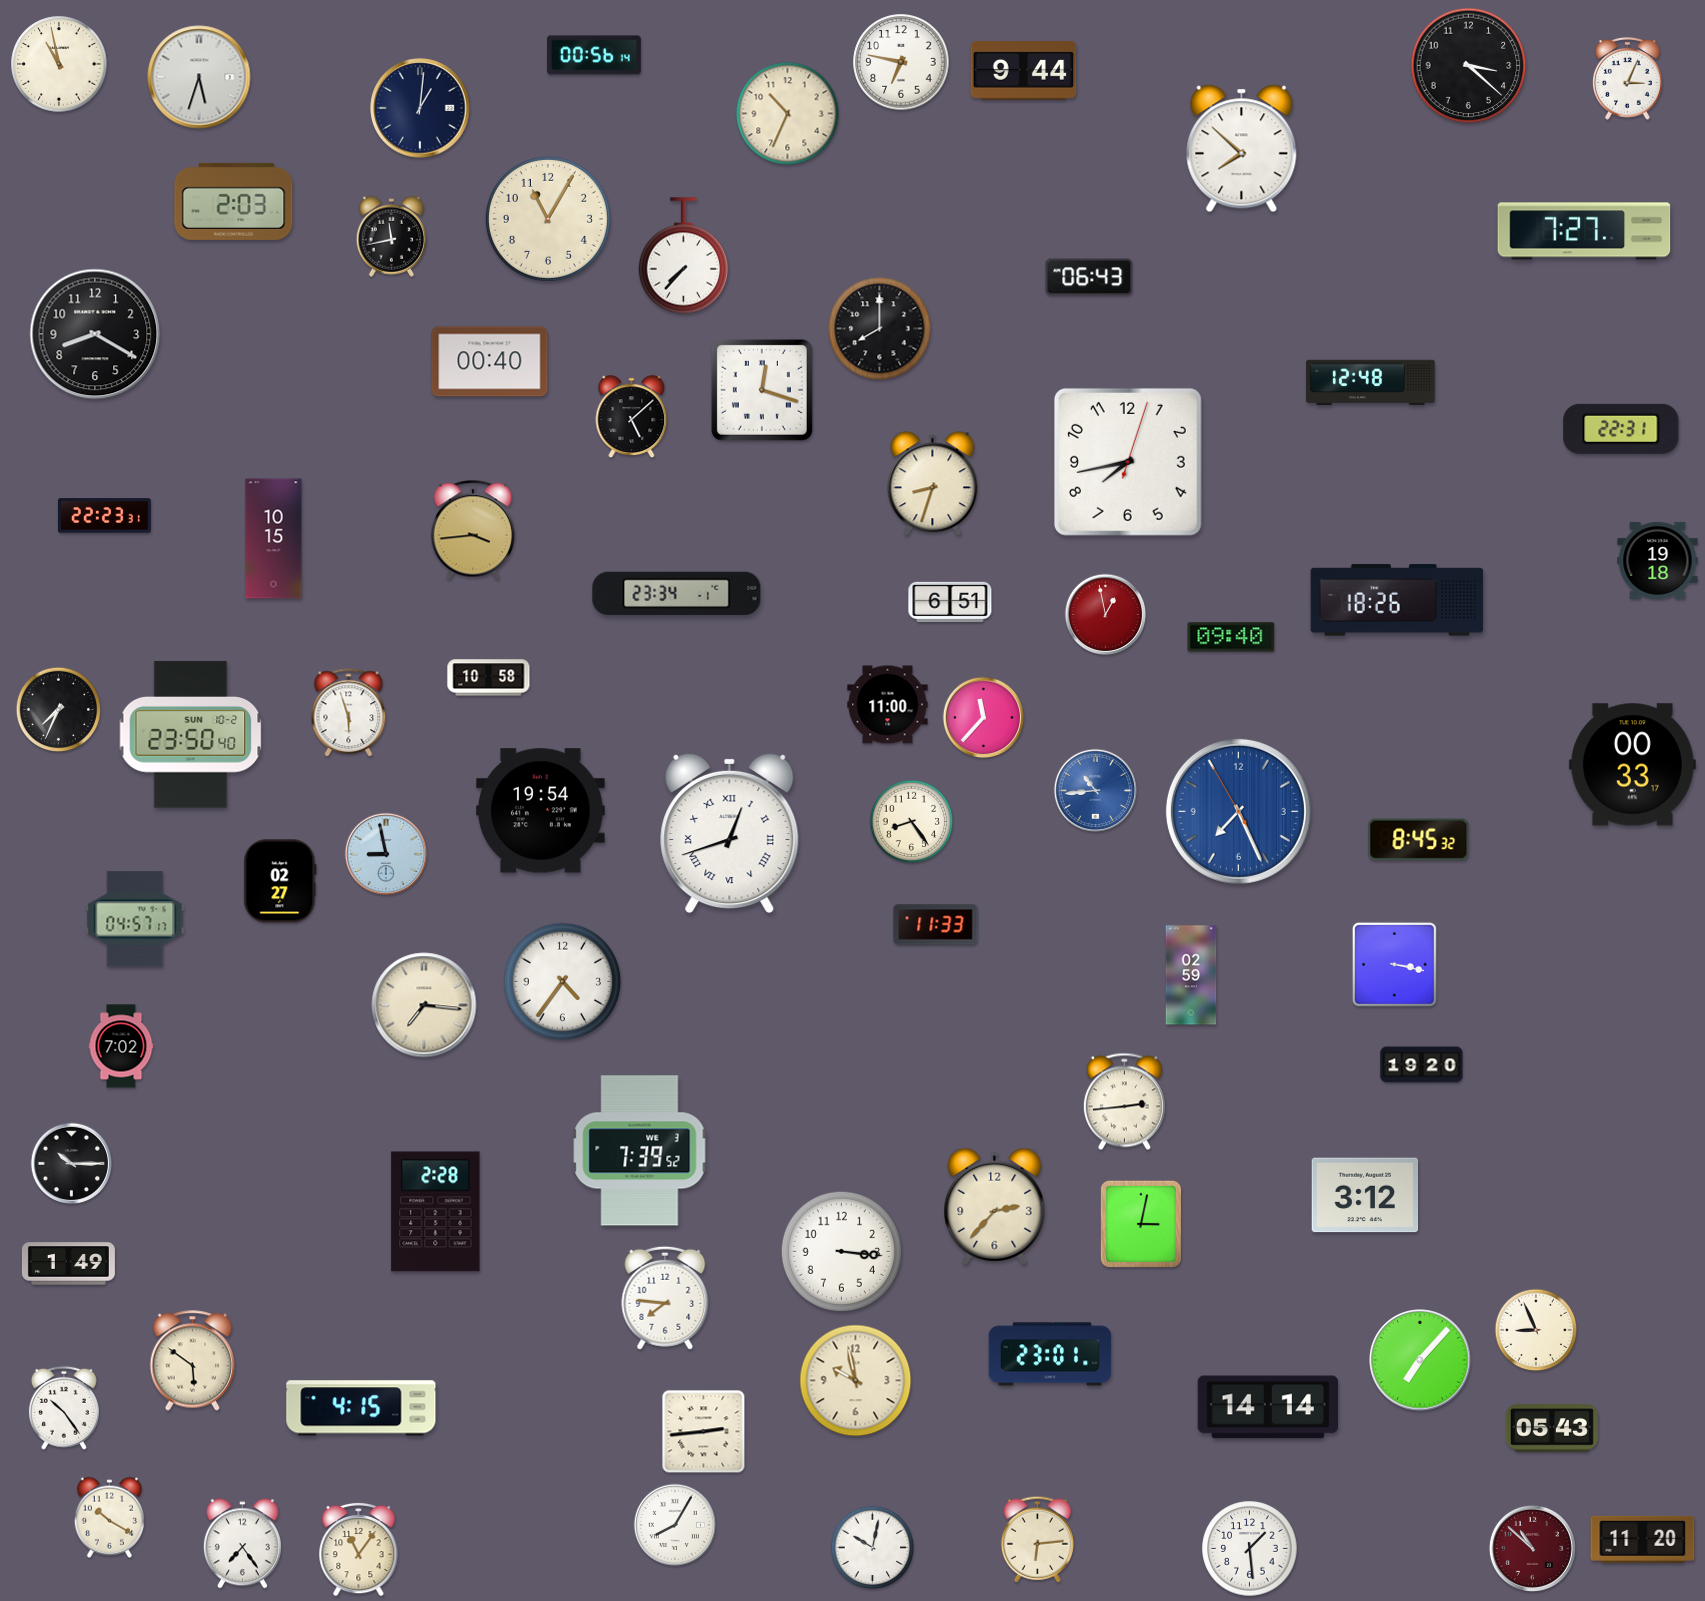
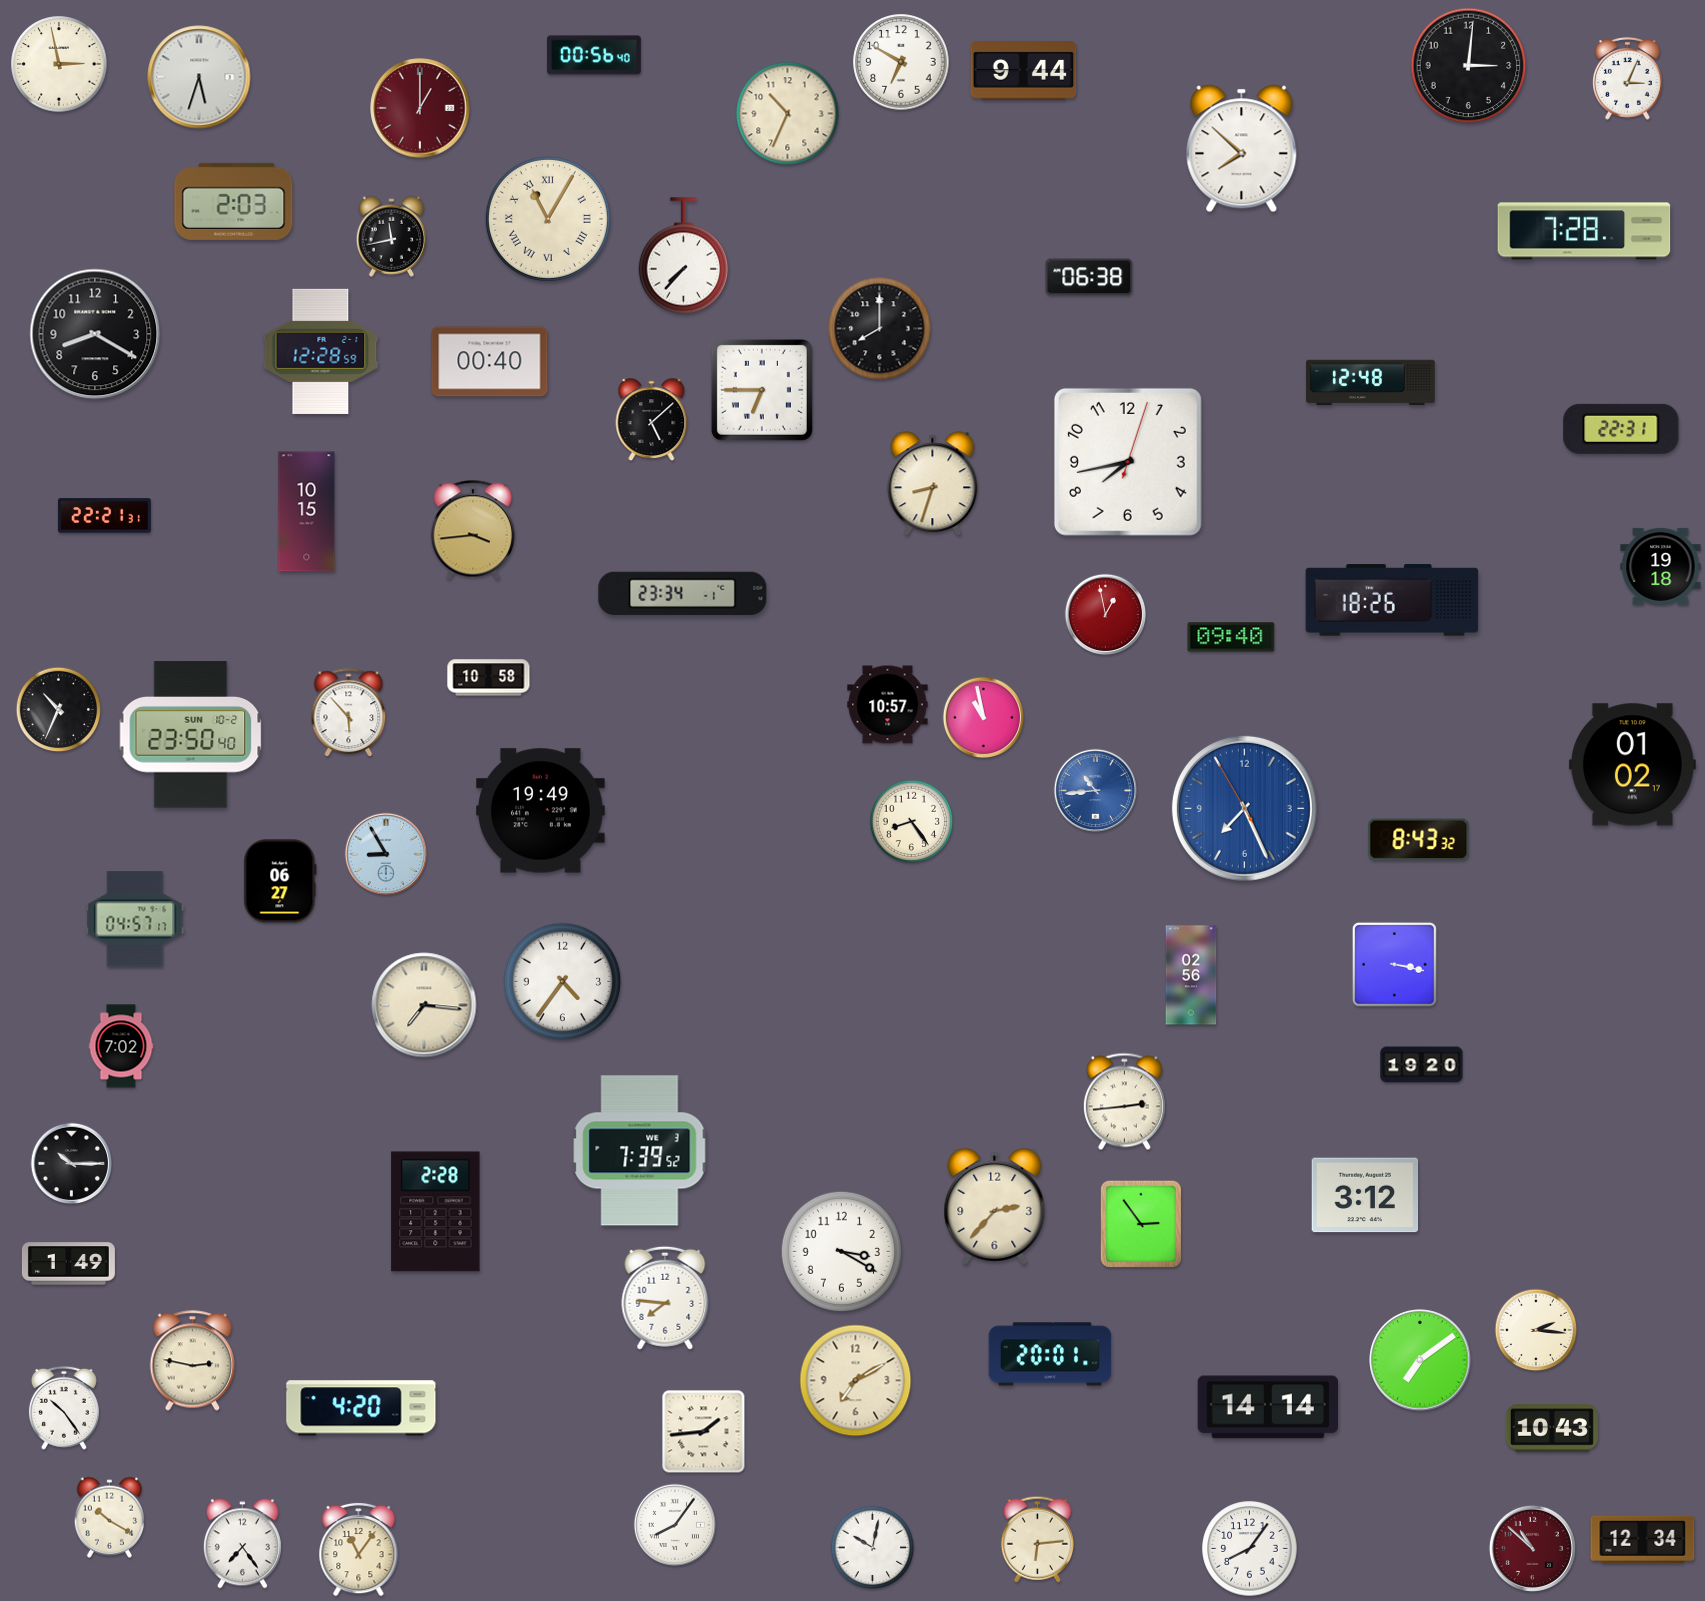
clock at (594, 55): 00:56:14 -> 00:56:40
clock at (901, 62): 6:47 -> 6:50
clock at (59, 64): 10:58 -> 2:58
clock at (1469, 66): 3:22 -> 3:01
clock at (420, 108): 1:01 -> 1:00
clock at (420, 108) dial: navy -> burgundy
clock at (548, 219) numerals: Arabic -> Roman
clock at (1584, 231): 7:27 -> 7:28
clock at (1089, 277): 06:43 -> 06:38
clock at (321, 351): none -> 12:28
clock at (762, 390): 12:18 -> 6:45
clock at (632, 416) position: (632, 416) -> (652, 419)
clock at (104, 516): 22:23 -> 22:21
clock at (274, 539) position: (274, 539) -> (307, 512)
clock at (1658, 560) position: (1658, 560) -> (1661, 566)
clock at (677, 593) position: (677, 593) -> (683, 593)
clock at (1397, 600) position: (1397, 600) -> (1392, 600)
clock at (950, 602): 6:51 -> none
clock at (888, 705): 11:00 -> 10:57
clock at (59, 710): 7:34 -> 10:34
clock at (349, 712): 5:57 -> 5:53
clock at (984, 718): 11:37 -> 10:58
clock at (1632, 765): 00:33 -> 01:02
clock at (541, 811): 19:54 -> 19:49
clock at (1238, 811) position: (1238, 811) -> (1244, 808)
clock at (730, 833): 12:42 -> none
clock at (1419, 840): 8:45 -> 8:43
clock at (385, 853): 8:58 -> 8:55
clock at (280, 881): 02:27 -> 06:27
clock at (936, 925): 11:33 -> none
clock at (1191, 975): 02:59 -> 02:56
clock at (1141, 1224): 3:02 -> 2:54
clock at (841, 1251): 3:16 -> 3:20
clock at (1536, 1330): 8:56 -> 2:16
clock at (1050, 1354): 23:01 -> 20:01
clock at (1420, 1360): 7:07 -> 7:09
clock at (193, 1361): 5:51 -> 2:47
clock at (856, 1381): 9:58 -> 7:10
clock at (361, 1408): 4:15 -> 4:20
clock at (1552, 1428): 05:43 -> 10:43
clock at (704, 1432): 2:44 -> 1:44
clock at (674, 1524): 8:05 -> 8:06
clock at (1643, 1539): 11:20 -> 12:34
clock at (1250, 1549): 1:29 -> 8:06
